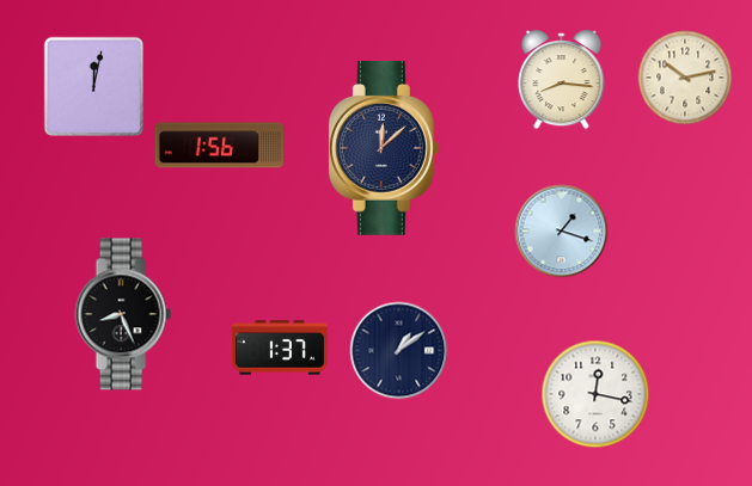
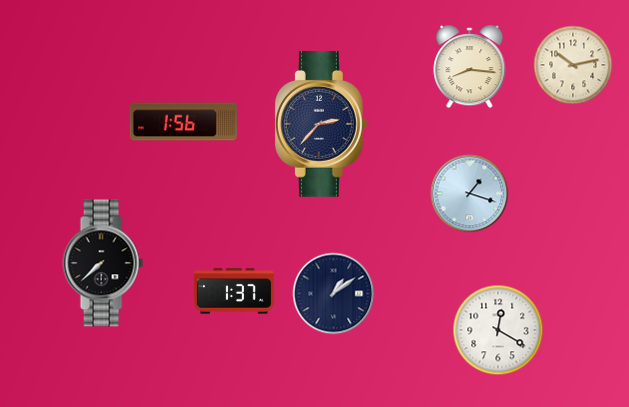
clock at (93, 86): 12:02 -> none
clock at (384, 149): 12:08 -> 2:37
clock at (123, 314): 8:26 -> 7:38
clock at (595, 394): 12:17 -> 12:20
